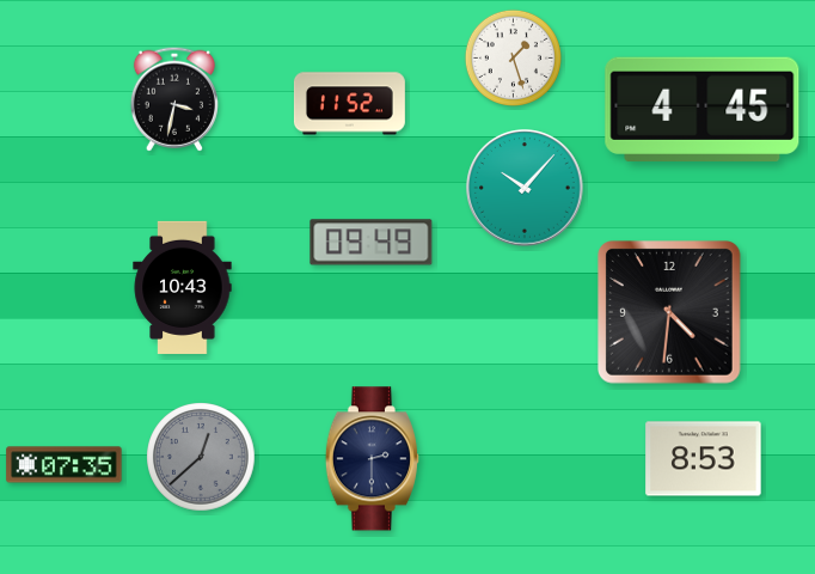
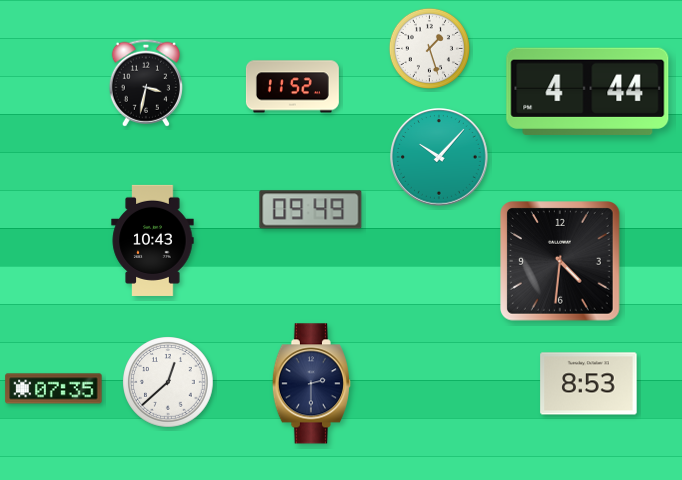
clock at (703, 109): 4:45 -> 4:44
clock at (372, 243) position: (372, 243) -> (311, 210)
clock at (201, 457) dial: grey -> white
